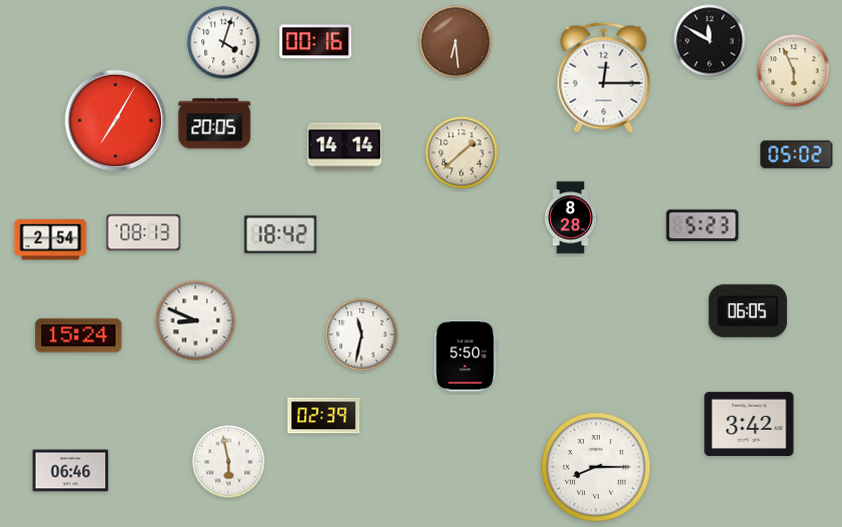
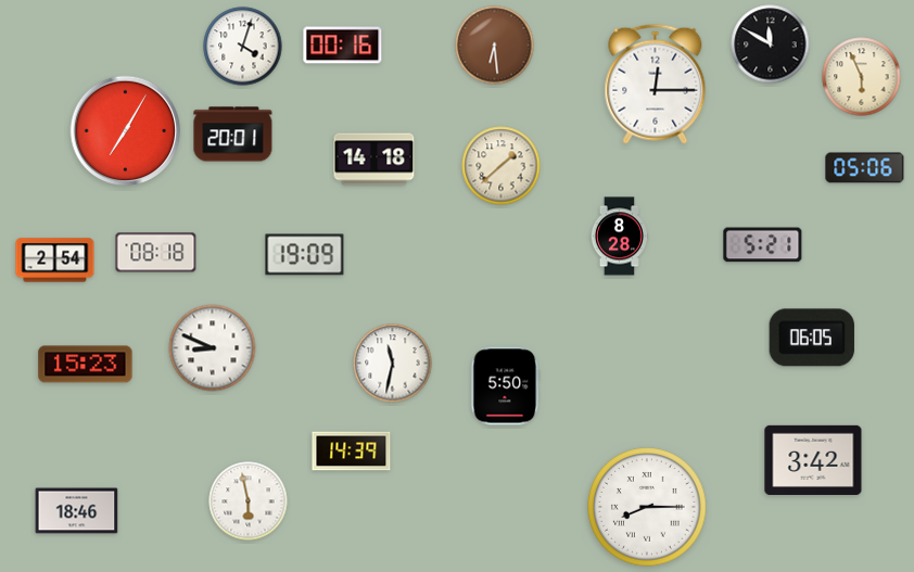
clock at (215, 124): 20:05 -> 20:01
clock at (345, 147): 14:14 -> 14:18
clock at (797, 155): 05:02 -> 05:06
clock at (703, 226): 5:23 -> 5:21
clock at (144, 233): 08:13 -> 08:18
clock at (281, 235): 18:42 -> 19:09
clock at (79, 336): 15:24 -> 15:23
clock at (324, 416): 02:39 -> 14:39
clock at (71, 471): 06:46 -> 18:46
